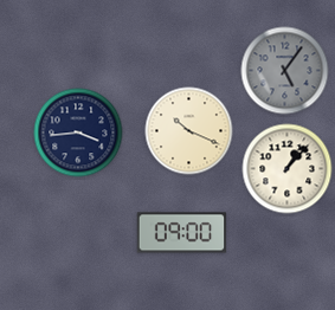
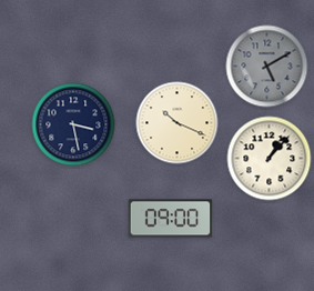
clock at (285, 71): 5:06 -> 5:10
clock at (78, 133): 3:44 -> 3:28
